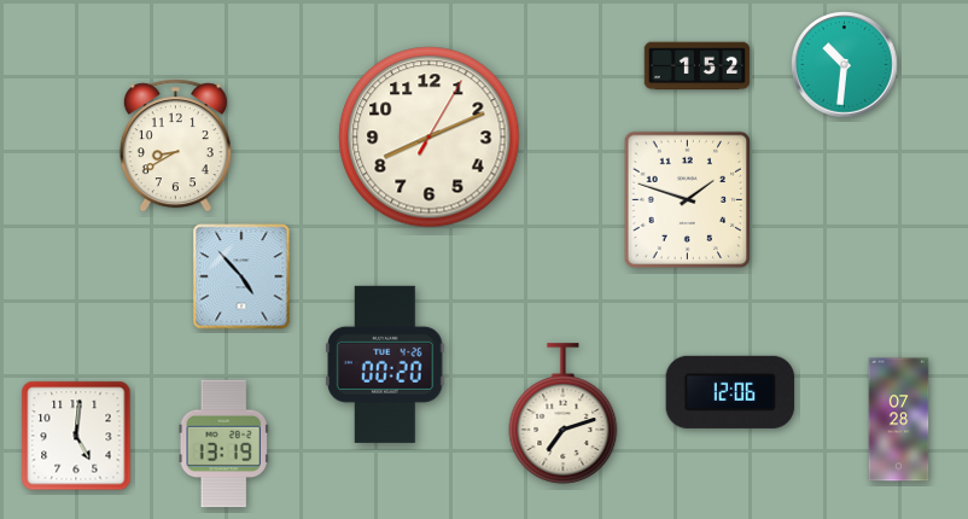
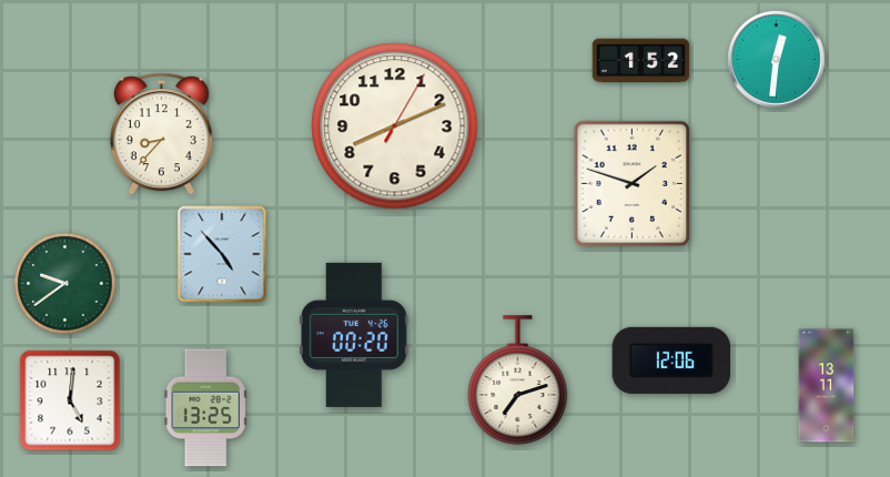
clock at (845, 65): 10:31 -> 12:31
clock at (175, 146): 8:40 -> 8:37
clock at (65, 284): none -> 9:39
clock at (899, 420): 07:28 -> 13:11
clock at (223, 444): 13:19 -> 13:25
